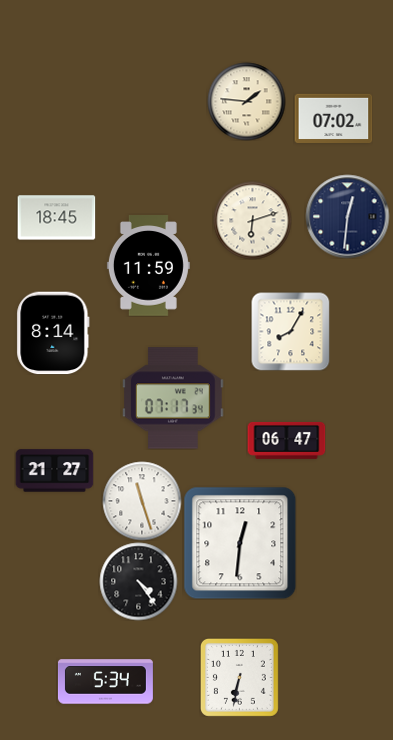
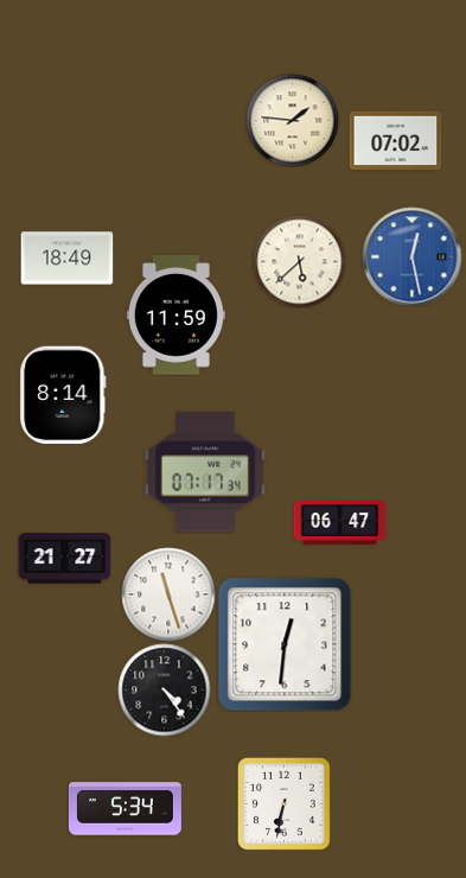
clock at (347, 216): 12:31 -> 12:28
clock at (347, 216) dial: navy -> blue
clock at (56, 218): 18:45 -> 18:49
clock at (252, 220): 6:12 -> 5:38
clock at (290, 331): 8:05 -> none
